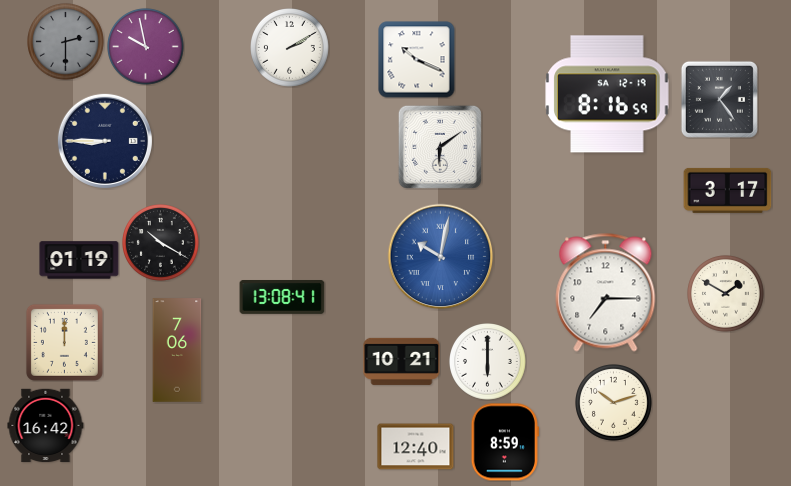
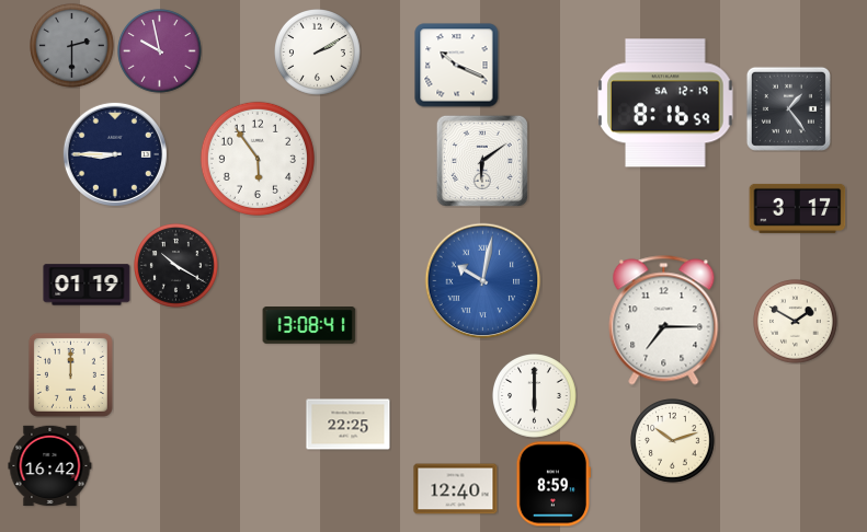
clock at (258, 159): none -> 5:54
clock at (177, 350): 7:06 -> none
clock at (402, 361): 10:21 -> none
clock at (349, 425): none -> 22:25
